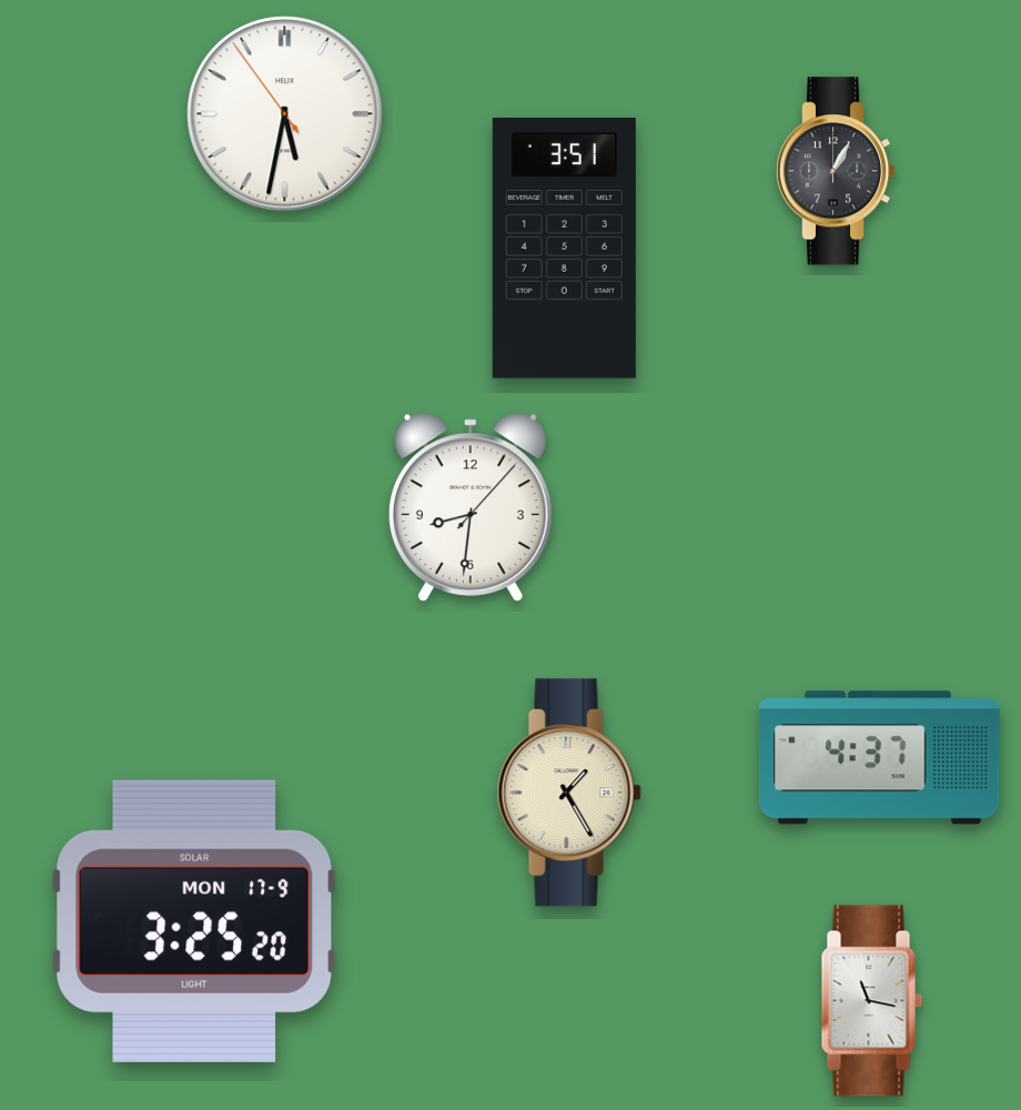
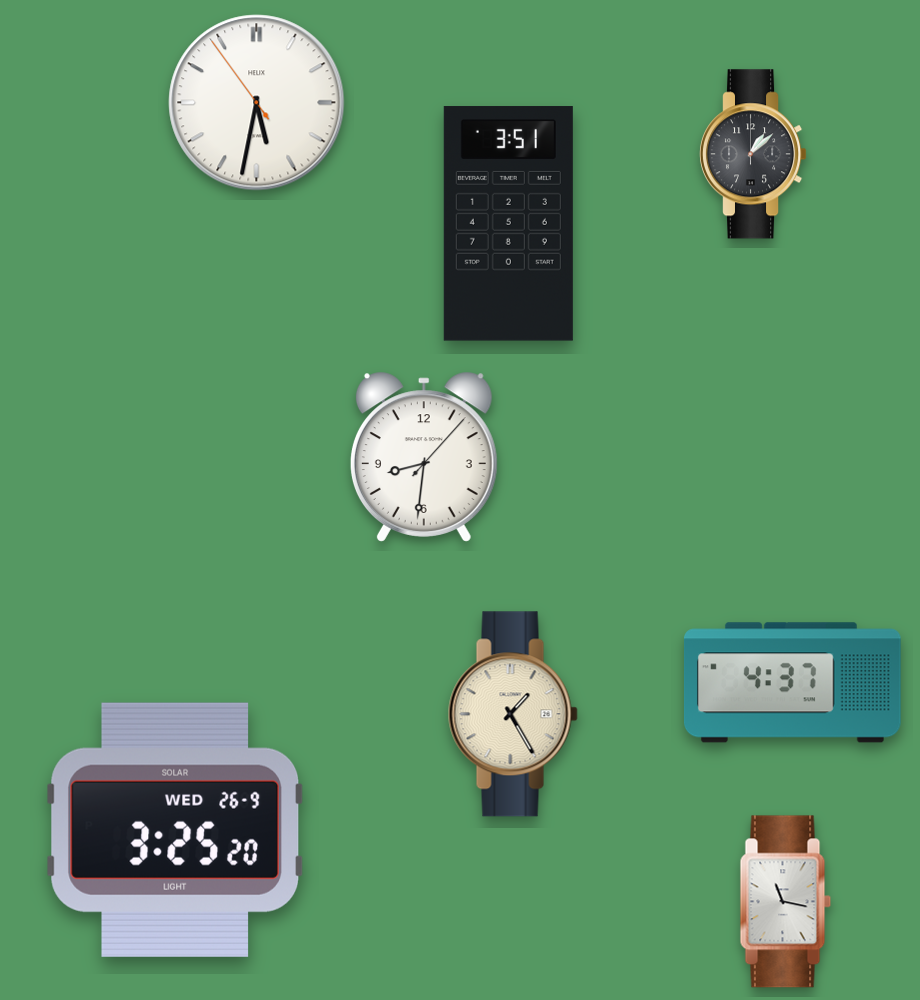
clock at (836, 171): 1:05 -> 1:08
clock at (194, 921) date: MON 17-9 -> WED 26-9
